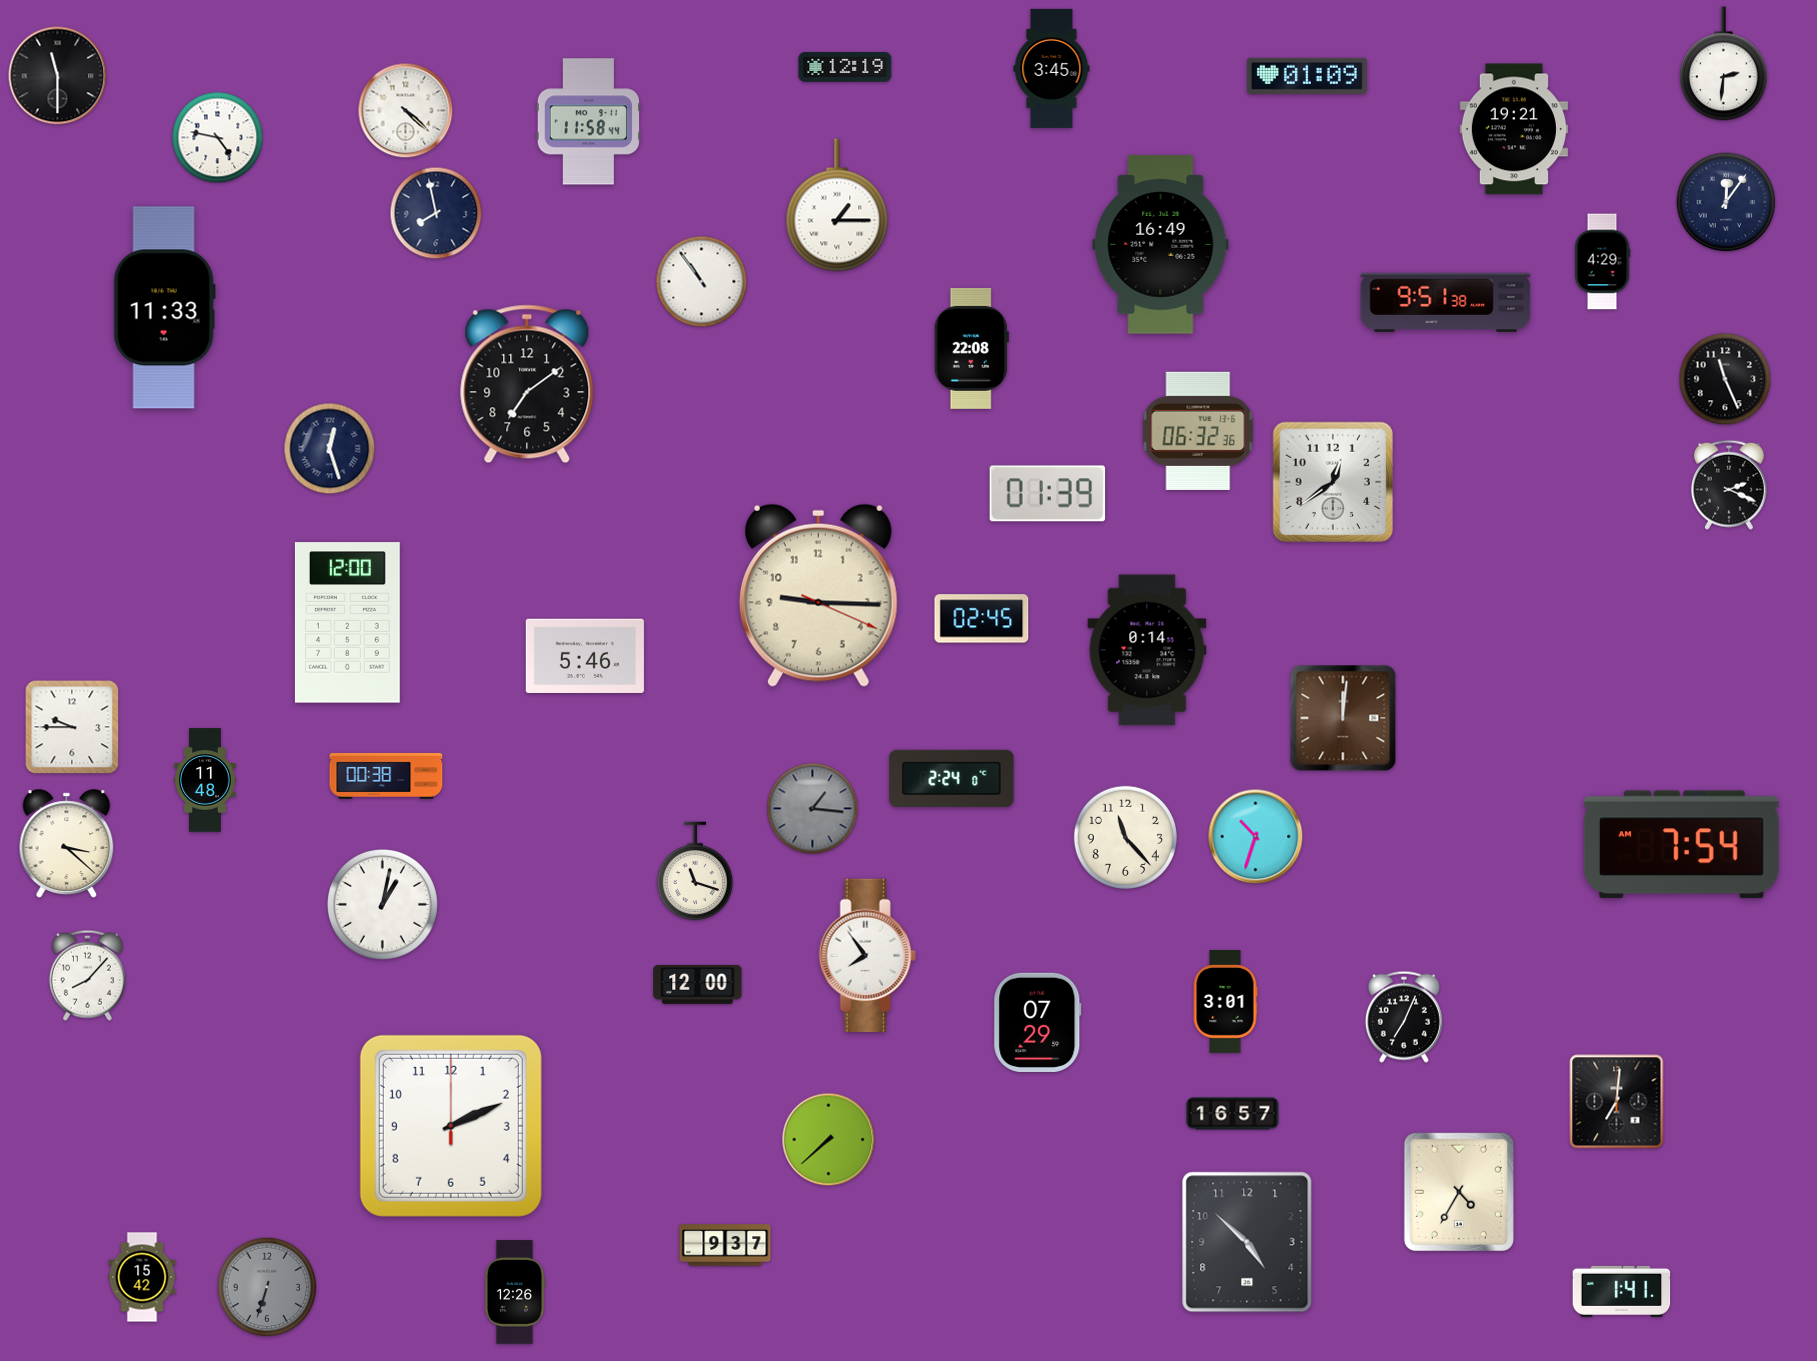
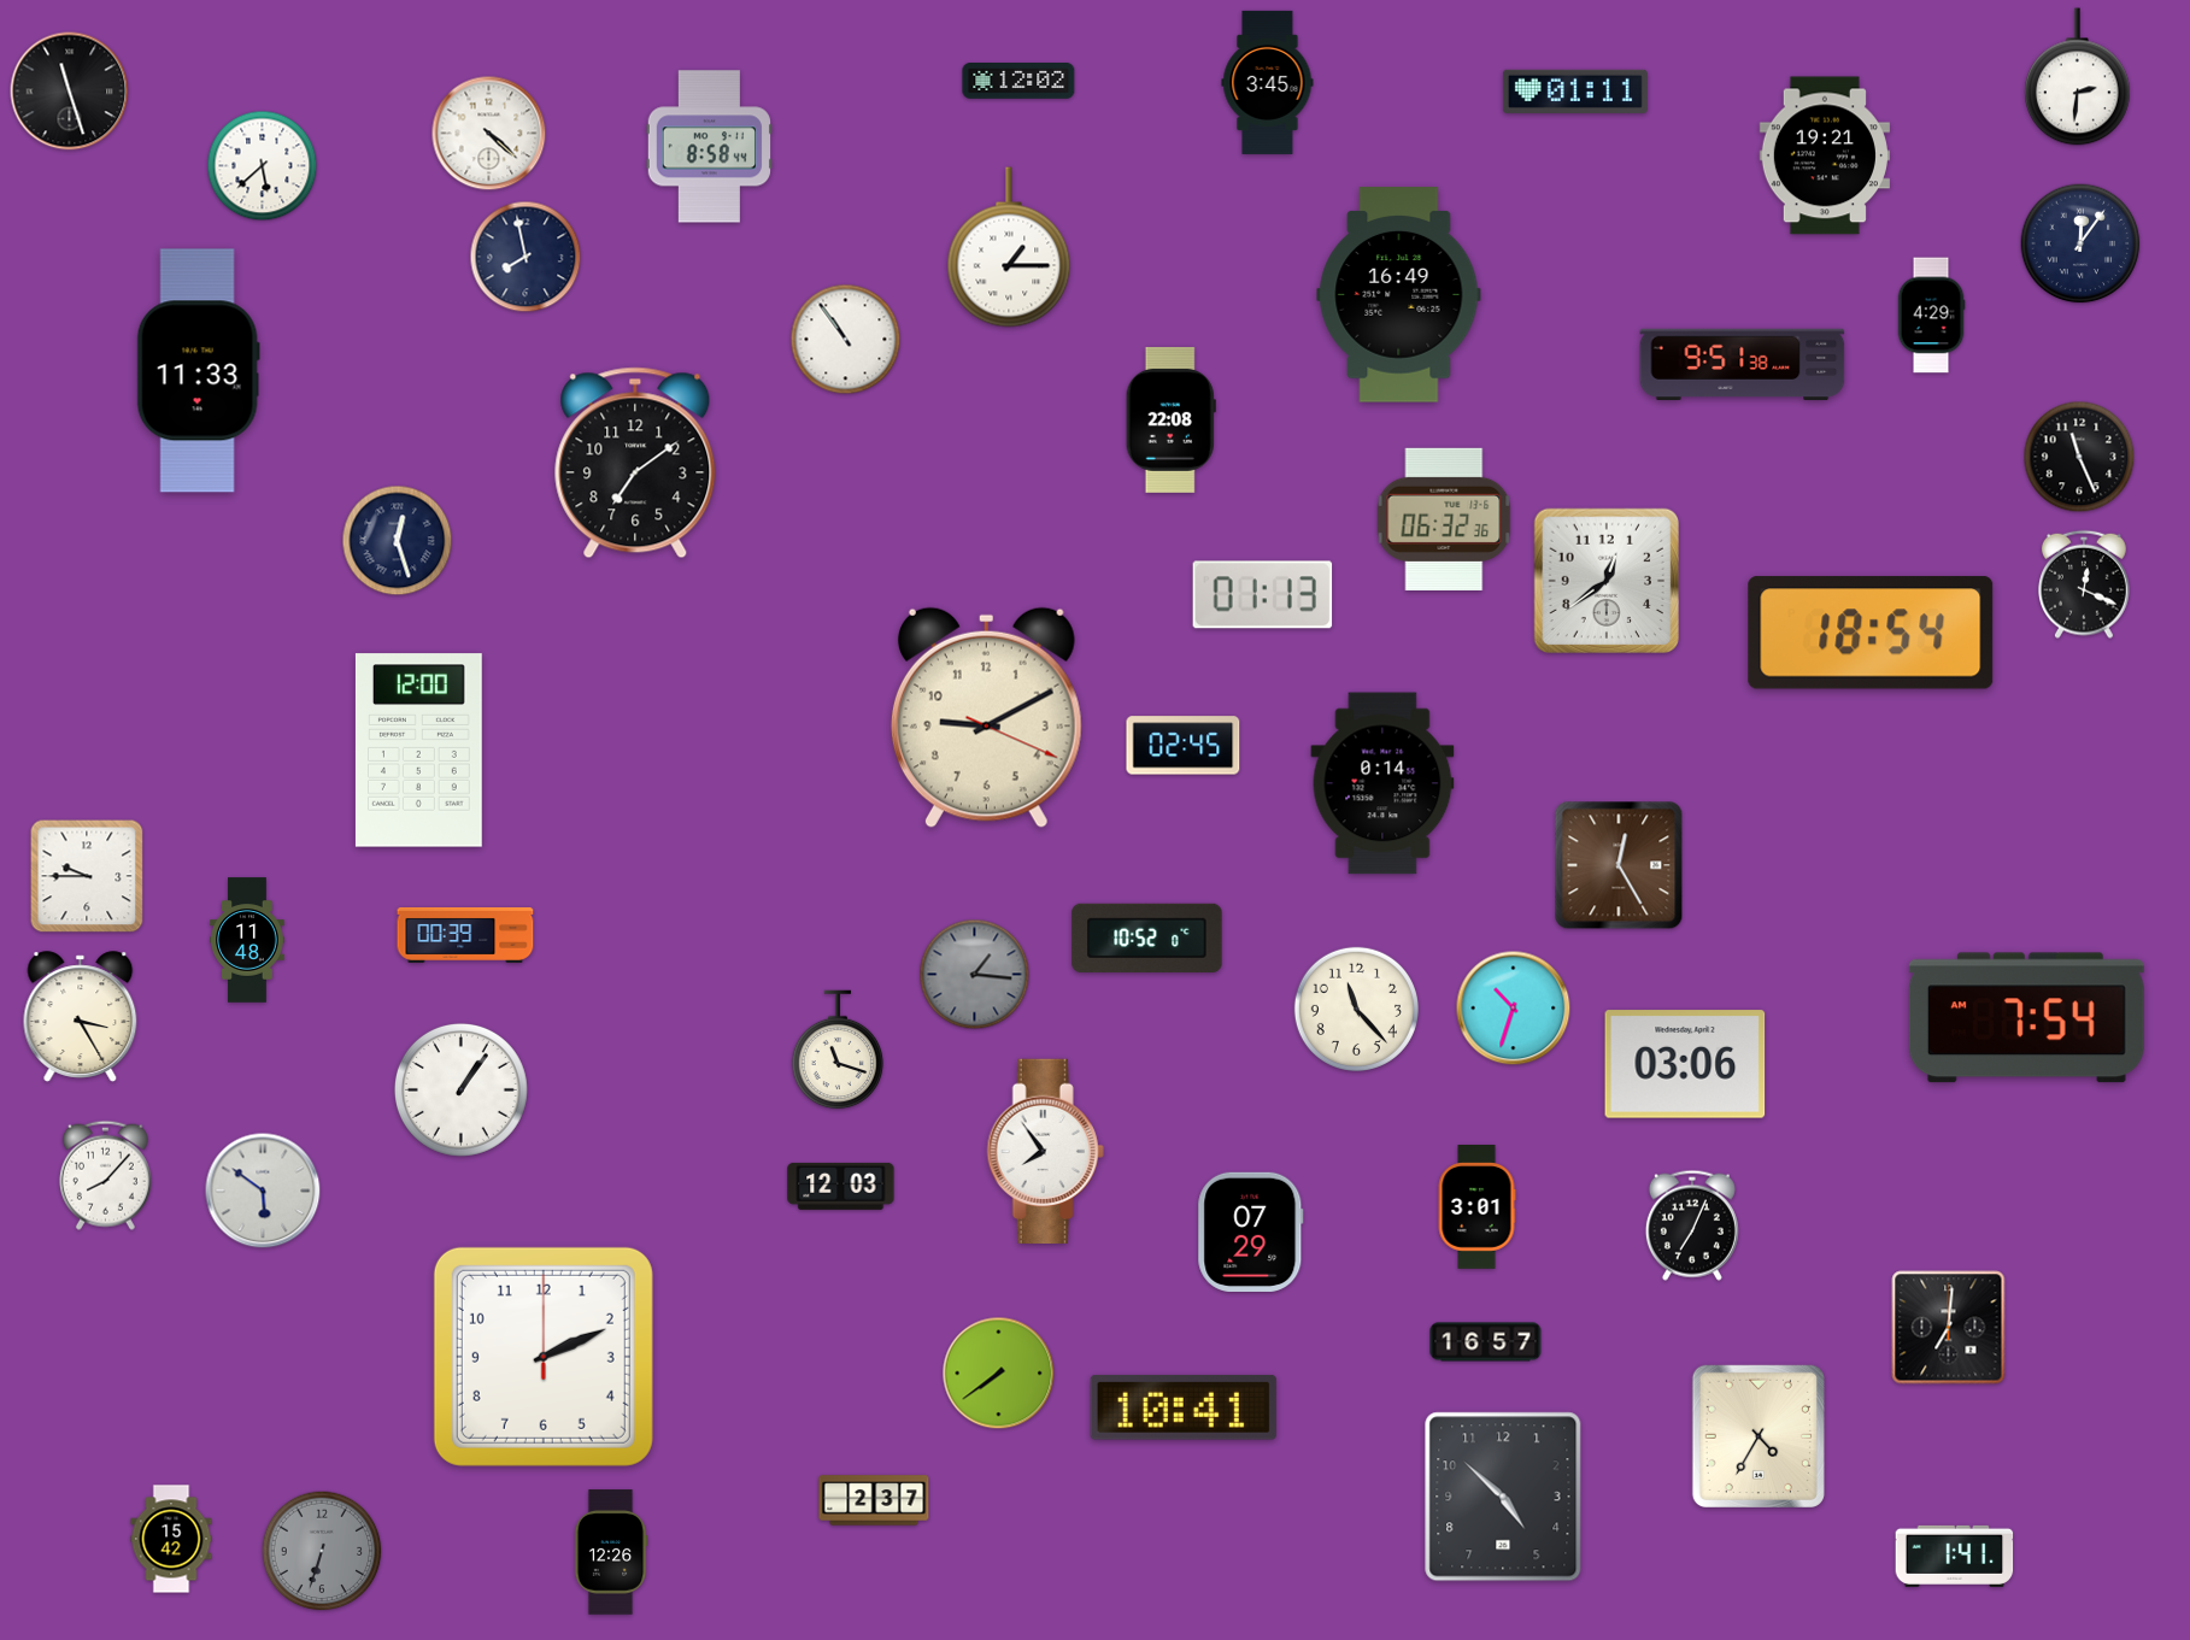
clock at (845, 68): 12:19 -> 12:02
clock at (58, 76): 11:30 -> 11:27
clock at (1307, 76): 01:09 -> 01:11
clock at (588, 122): 11:58 -> 8:58
clock at (218, 138): 4:47 -> 5:38
clock at (1730, 485): 2:19 -> 12:19
clock at (1048, 494): 01:39 -> 01:13
clock at (1871, 633): none -> 18:54
clock at (818, 595): 9:15 -> 9:10
clock at (585, 655): 5:46 -> none
clock at (1343, 718): 12:01 -> 12:25
clock at (386, 776): 00:38 -> 00:39
clock at (952, 778): 2:24 -> 10:52
clock at (813, 809) position: (813, 809) -> (975, 975)
clock at (67, 844): 3:22 -> 3:25
clock at (1685, 1064): none -> 03:06
clock at (382, 904): 1:02 -> 1:06
clock at (698, 984): 12:00 -> 12:03
clock at (263, 1191): none -> 5:51
clock at (829, 1140): 7:38 -> 7:39
clock at (1184, 1407): none -> 10:41
clock at (725, 1245): 9:37 -> 2:37
clock at (515, 1292) position: (515, 1292) -> (611, 1552)
